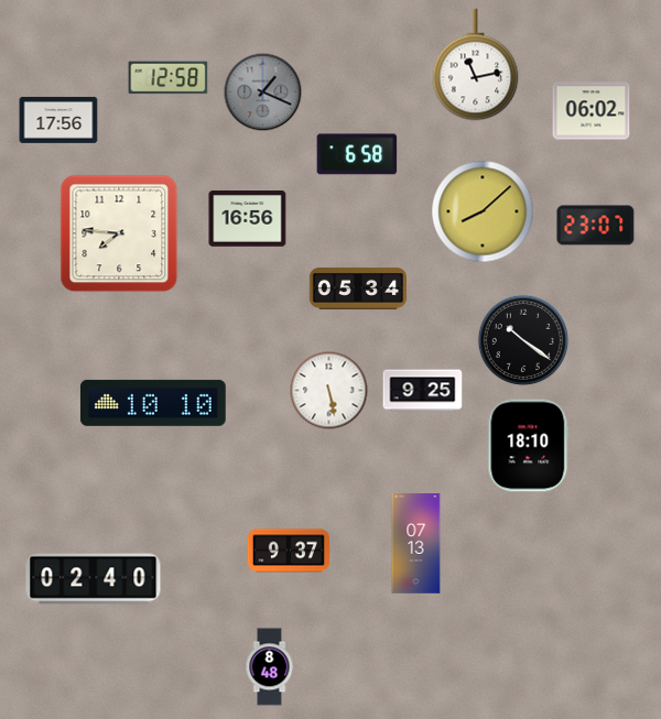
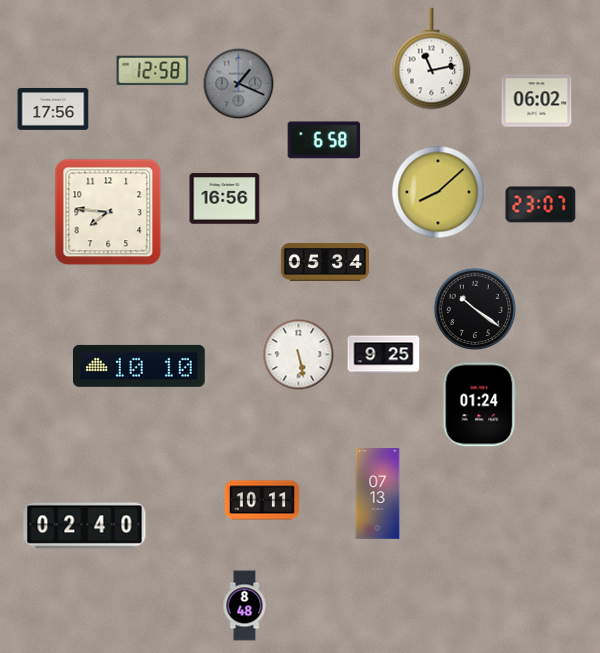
clock at (529, 446): 18:10 -> 01:24
clock at (289, 551): 9:37 -> 10:11
